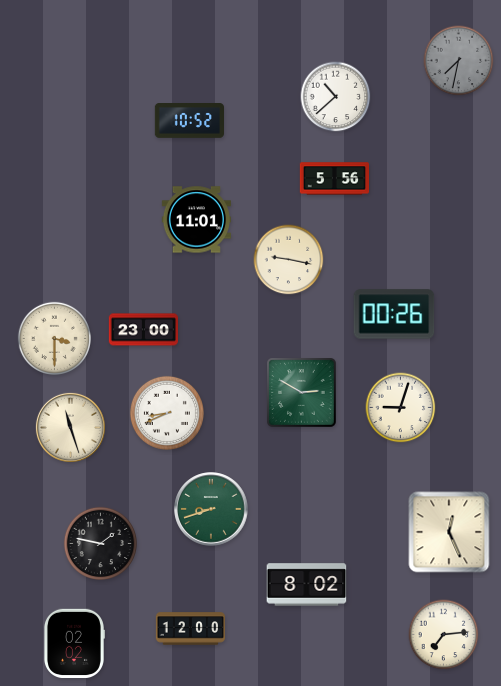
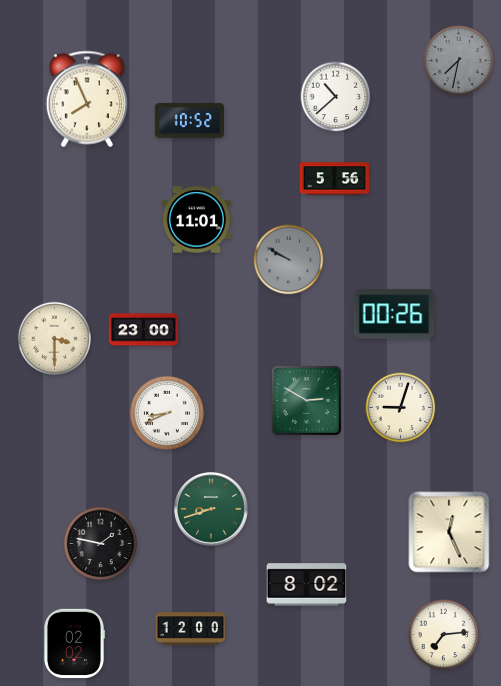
clock at (87, 99): none -> 7:56
clock at (289, 260): 9:17 -> 9:50
clock at (289, 260) dial: cream -> grey
clock at (302, 393) position: (302, 393) -> (307, 401)
clock at (70, 427): 11:27 -> none
